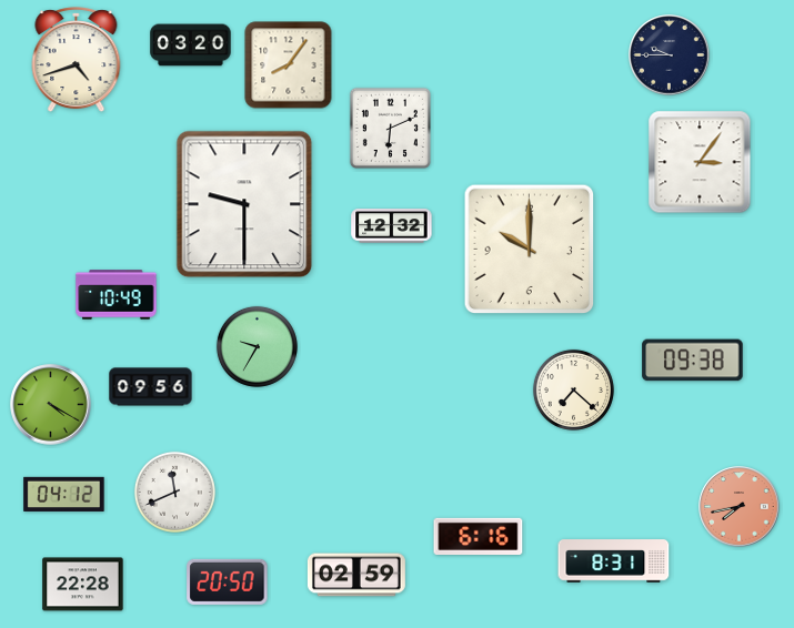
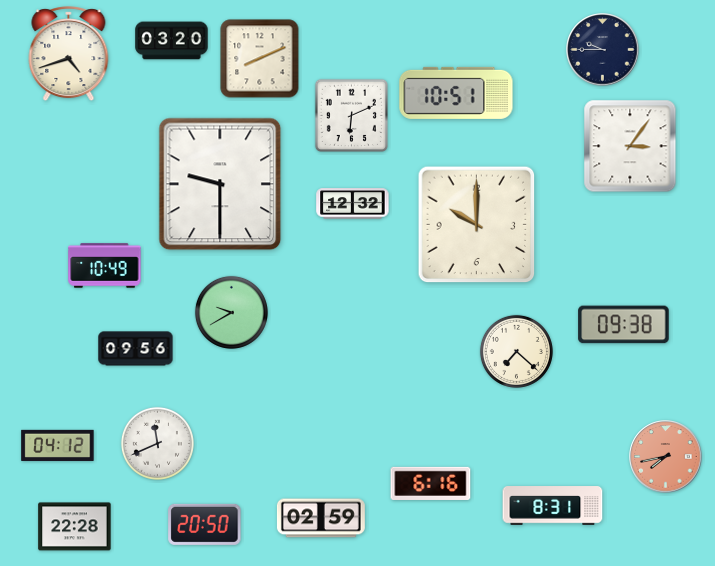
clock at (289, 65): 8:06 -> 8:11
clock at (456, 93): none -> 10:51
clock at (257, 346): 9:35 -> 9:40
clock at (51, 405): 4:20 -> none
